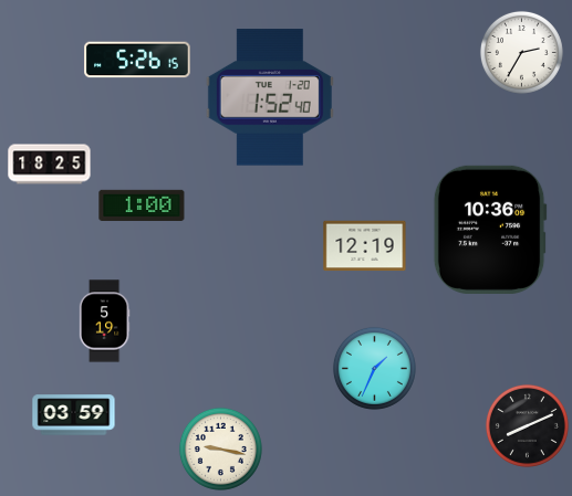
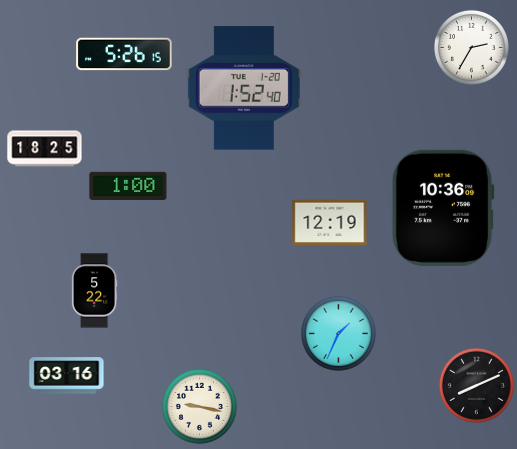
clock at (104, 321): 5:19 -> 5:22
clock at (74, 415): 03:59 -> 03:16
